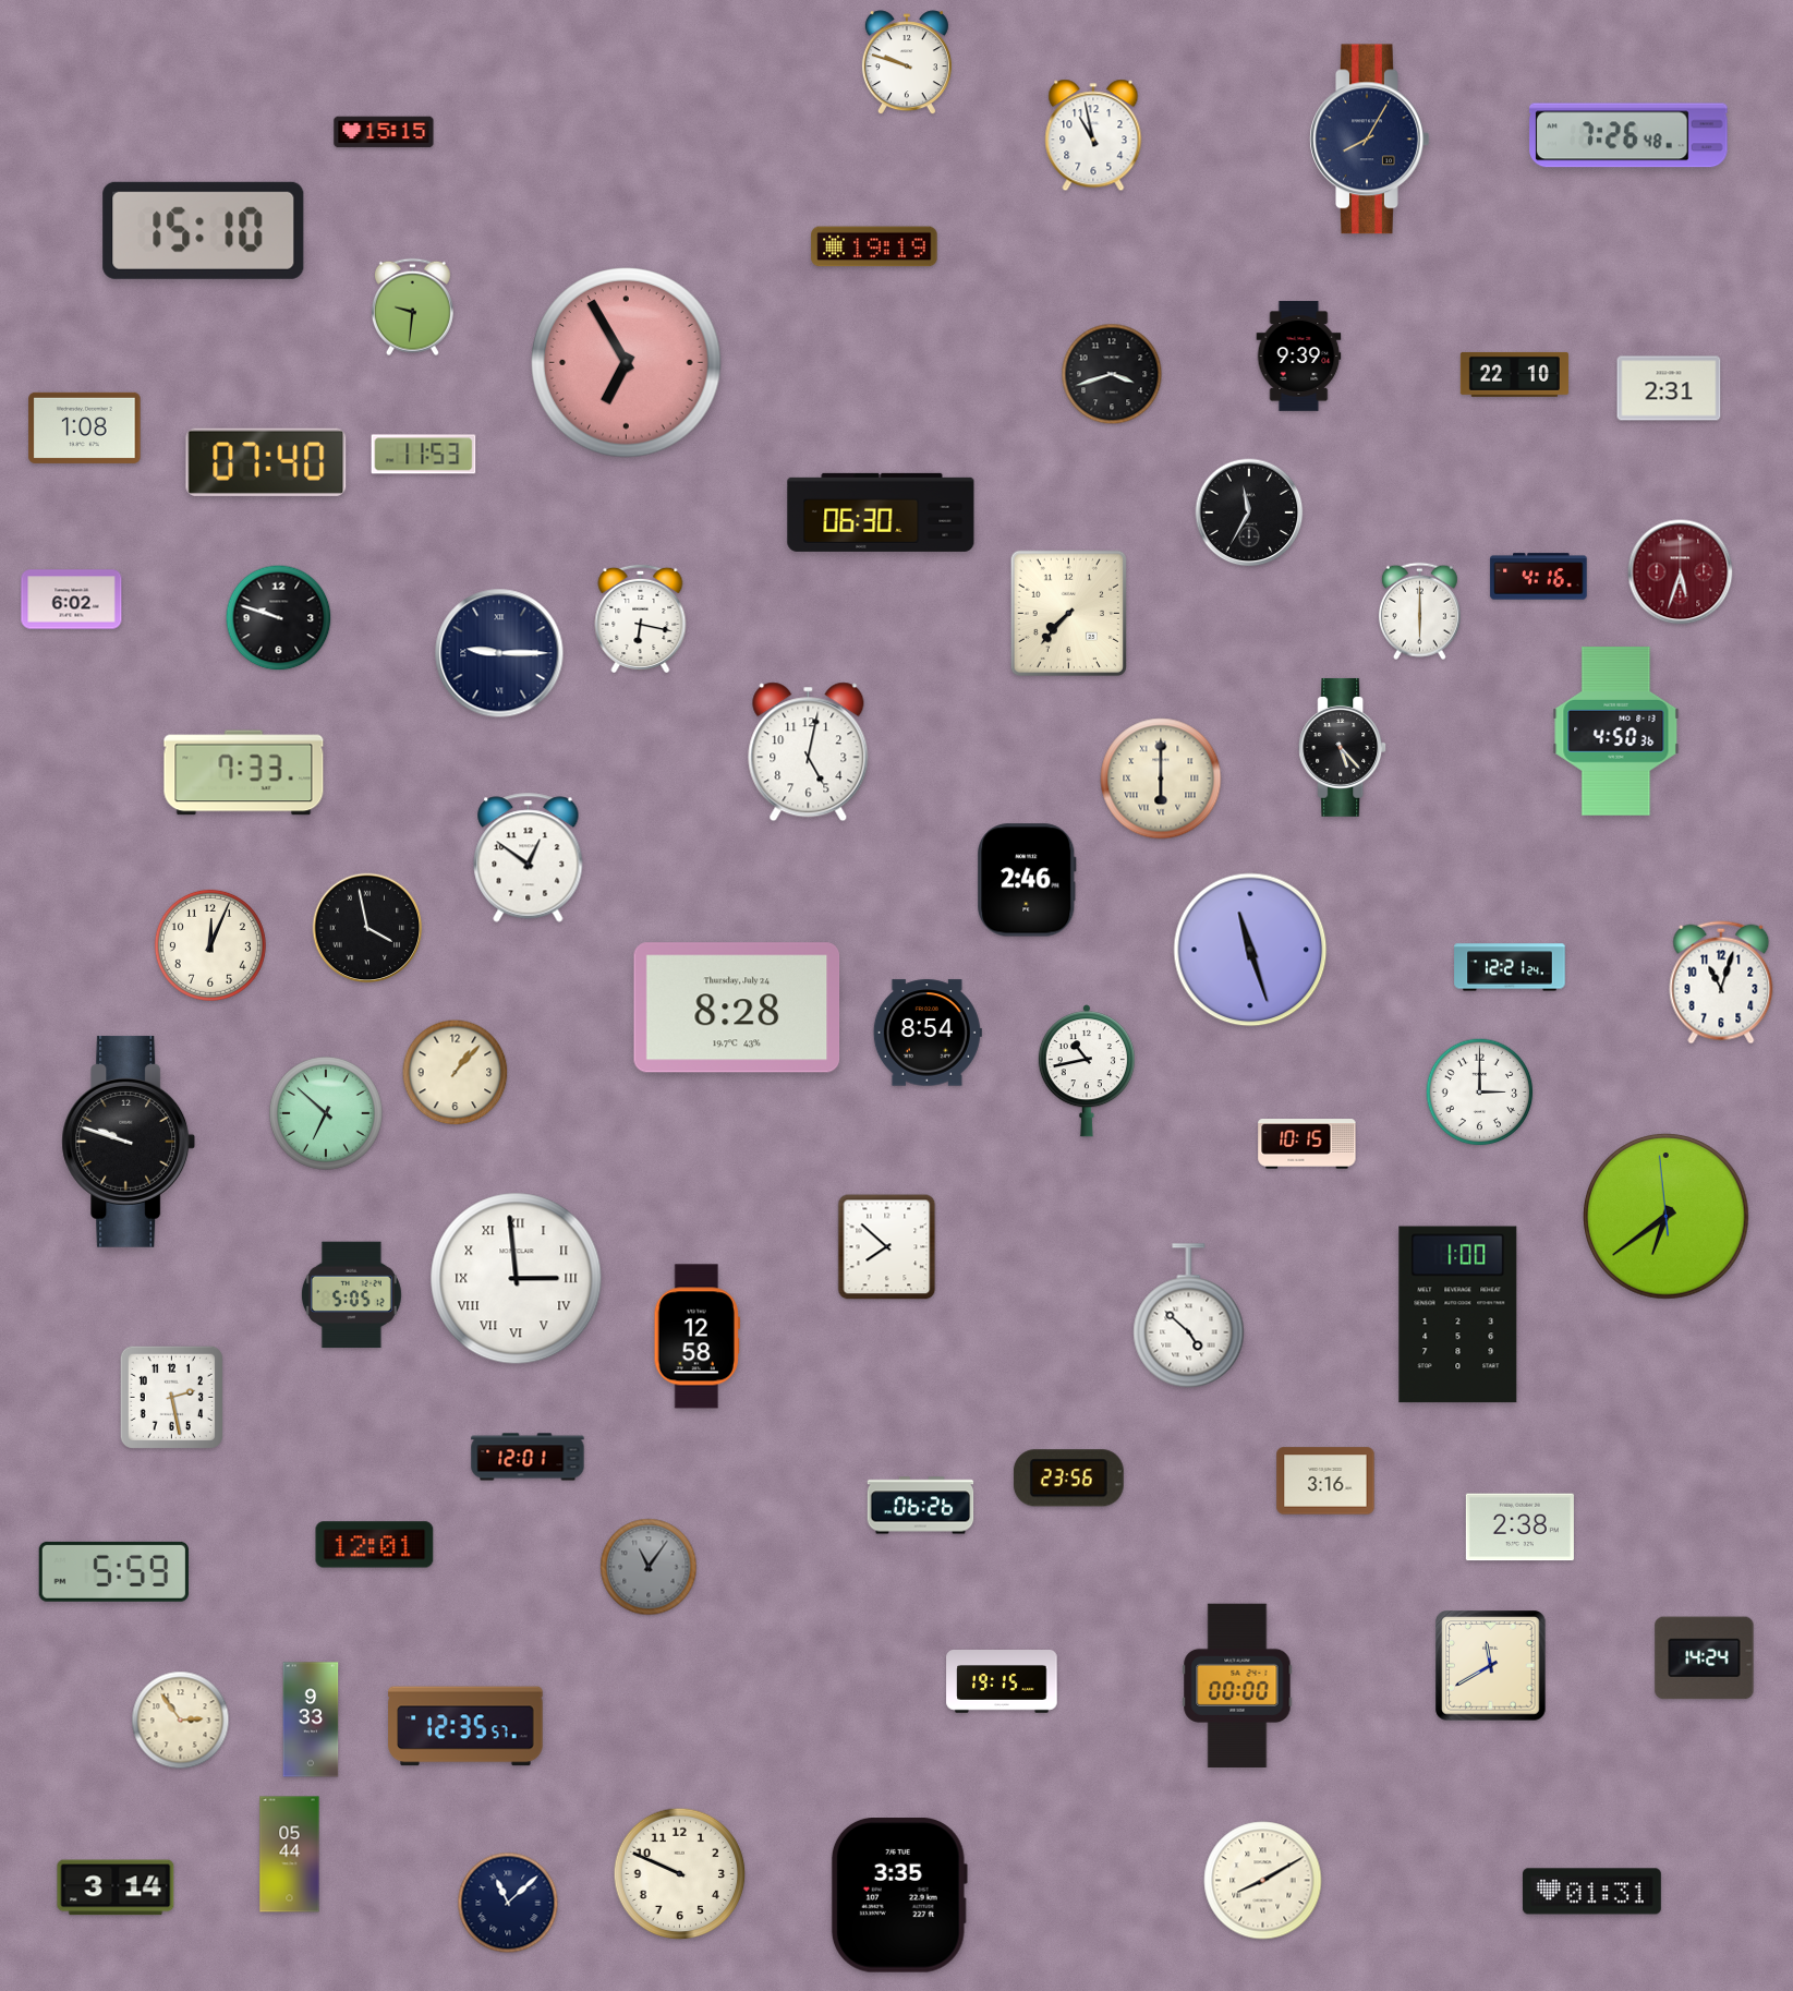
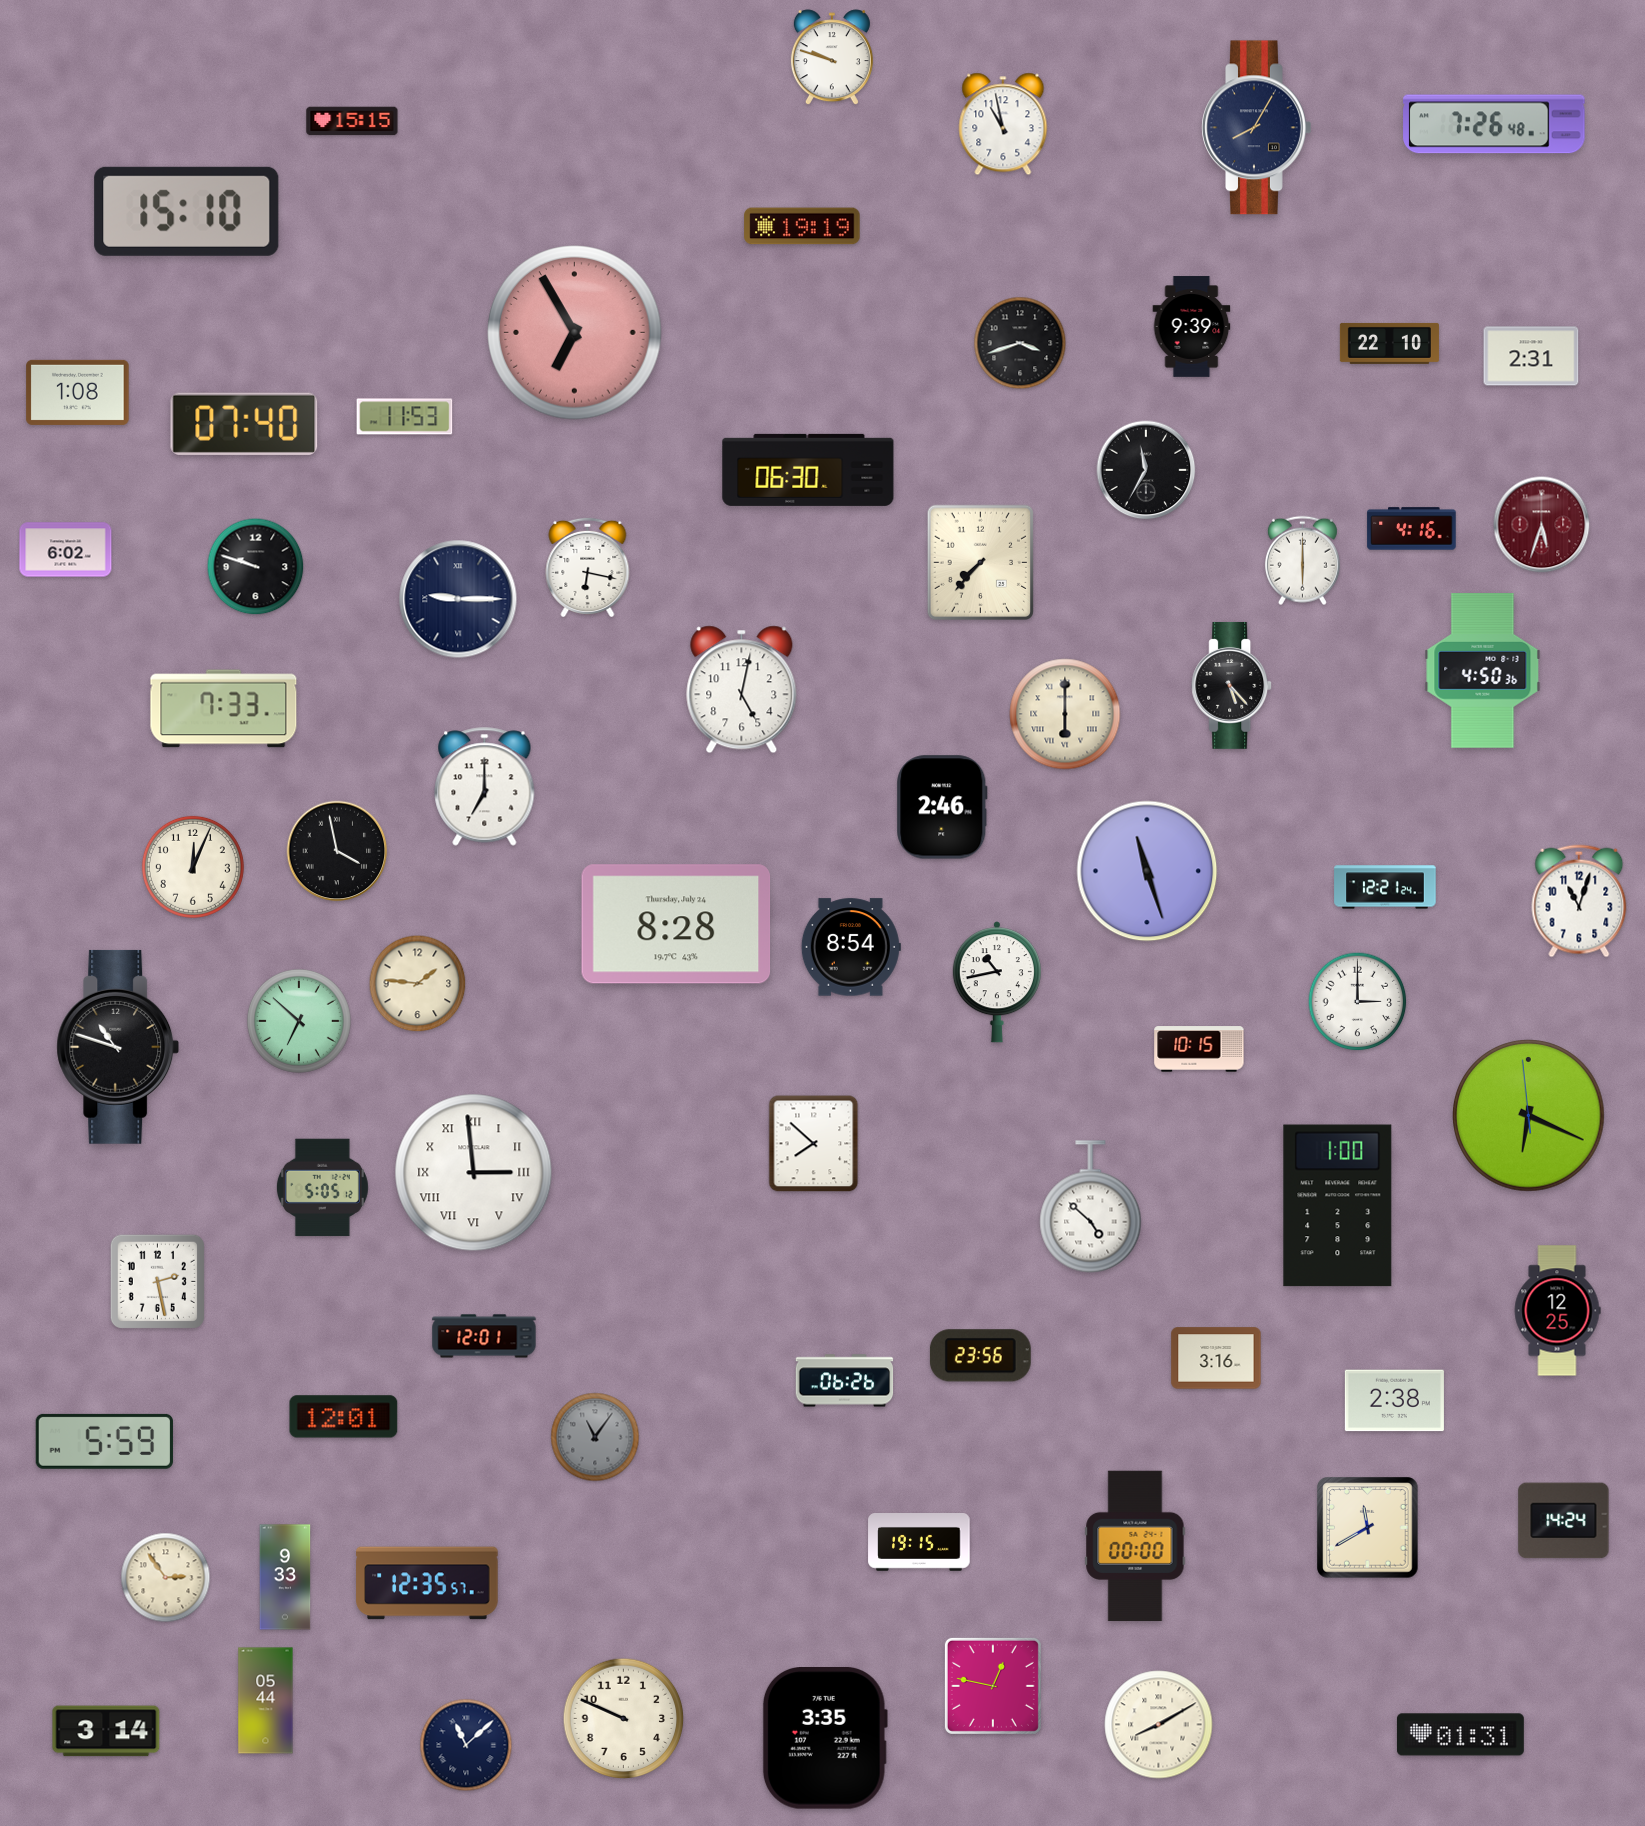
clock at (412, 307): 9:31 -> none
clock at (424, 455) position: (424, 455) -> (405, 417)
clock at (529, 858): 12:51 -> 7:00
clock at (456, 1073): 1:07 -> 1:46
clock at (129, 1142): 9:48 -> 10:48
clock at (1667, 1217): 6:38 -> 6:18
clock at (696, 1337): 12:58 -> none
clock at (1557, 1311): none -> 12:25
clock at (993, 1686): none -> 12:47
